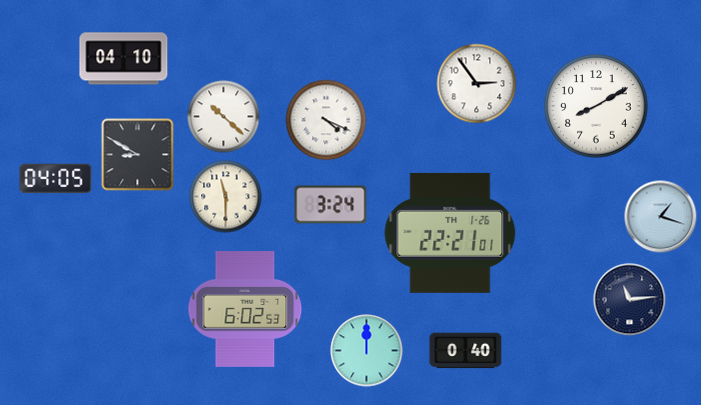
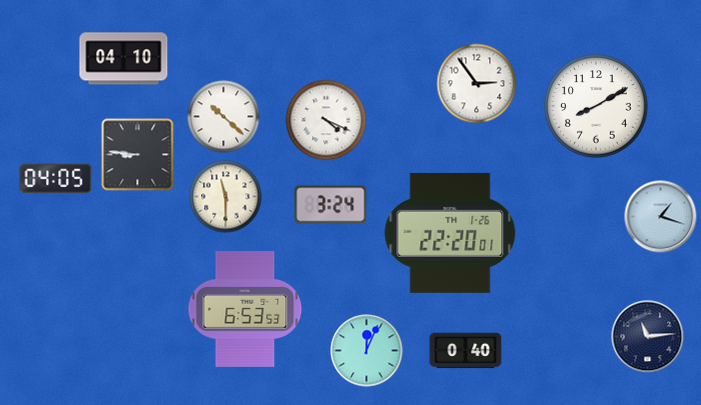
clock at (138, 155): 8:50 -> 8:46
clock at (450, 233): 22:21 -> 22:20
clock at (630, 300) position: (630, 300) -> (648, 337)
clock at (245, 310): 6:02 -> 6:53
clock at (367, 351): 12:00 -> 12:04
